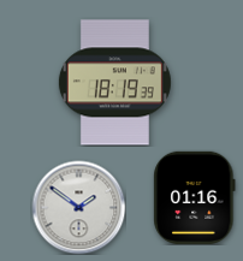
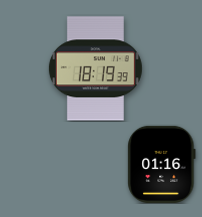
clock at (78, 207): 1:51 -> none
